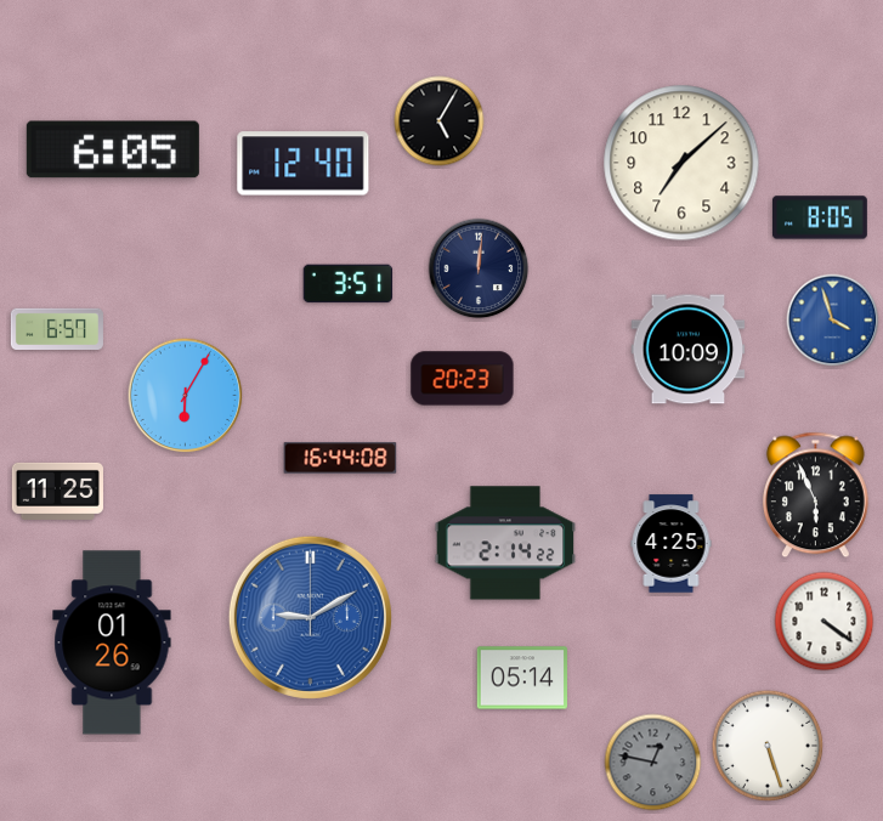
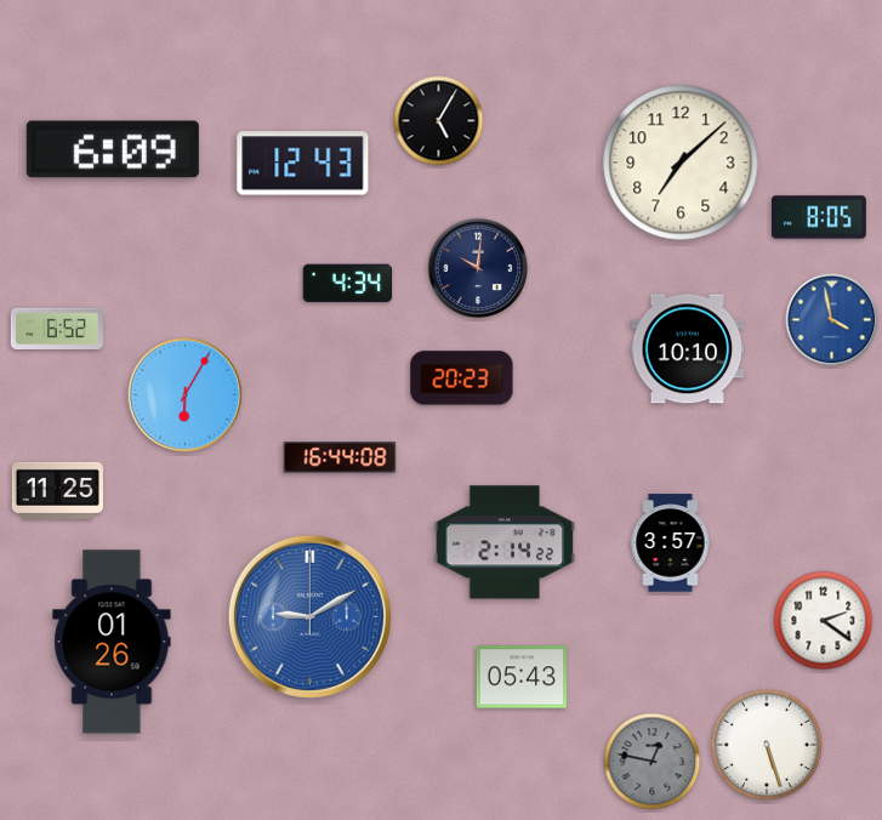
clock at (113, 149): 6:05 -> 6:09
clock at (304, 164): 12:40 -> 12:43
clock at (479, 268): 12:01 -> 10:01
clock at (349, 284): 3:51 -> 4:34
clock at (833, 321): 3:57 -> 3:58
clock at (57, 328): 6:57 -> 6:52
clock at (689, 350): 10:09 -> 10:10
clock at (815, 496): 5:56 -> none
clock at (672, 544): 4:25 -> 3:57
clock at (825, 622): 4:21 -> 2:21
clock at (522, 678): 05:14 -> 05:43
